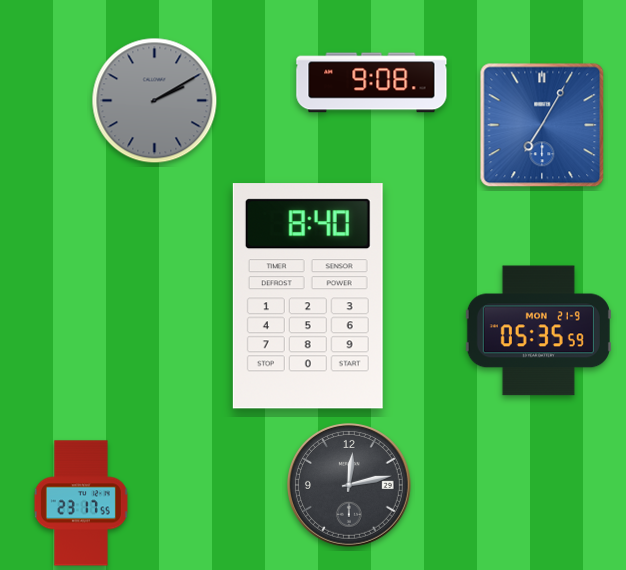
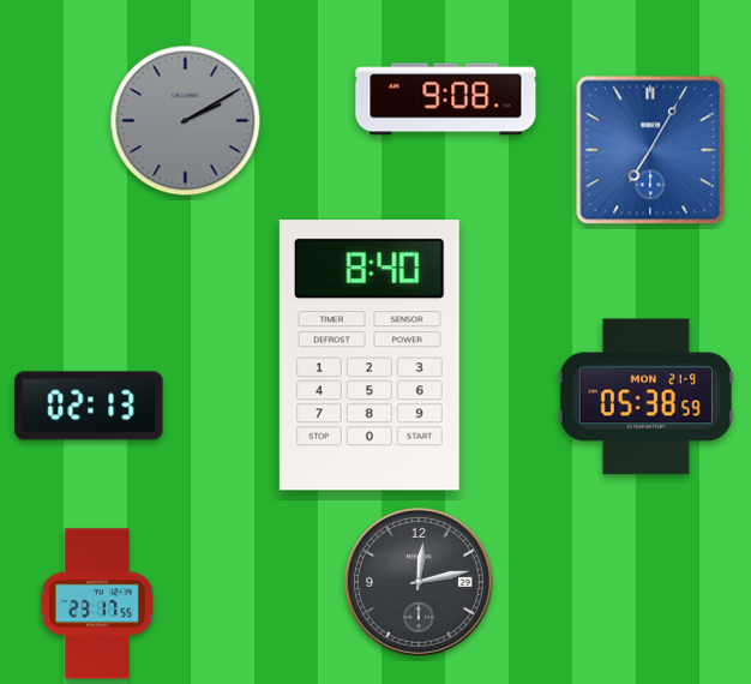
clock at (538, 331): 05:35 -> 05:38
clock at (89, 406): none -> 02:13
